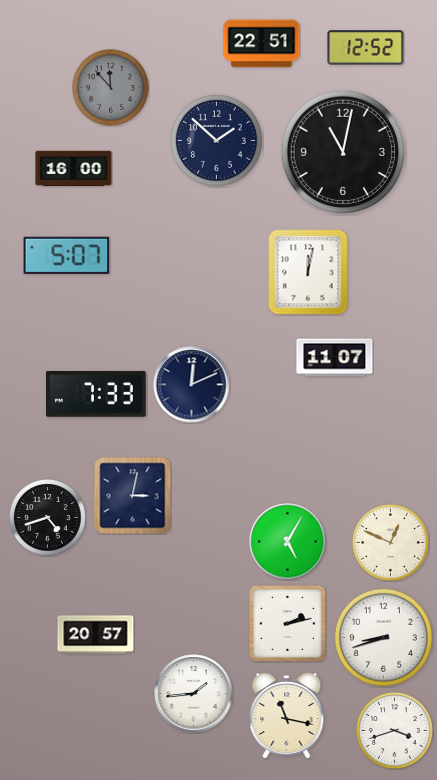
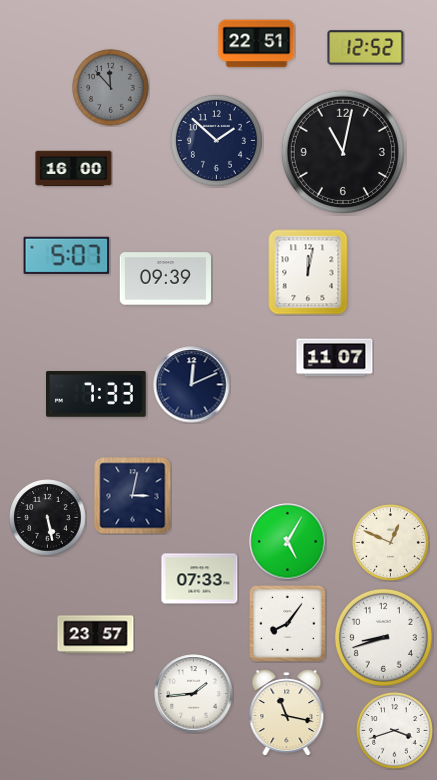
clock at (262, 44) position: (262, 44) -> (257, 44)
clock at (165, 279): none -> 09:39
clock at (48, 518): 4:42 -> 5:28
clock at (200, 579): none -> 07:33
clock at (287, 623): 2:13 -> 8:06
clock at (96, 635): 20:57 -> 23:57
clock at (287, 716) position: (287, 716) -> (287, 713)
